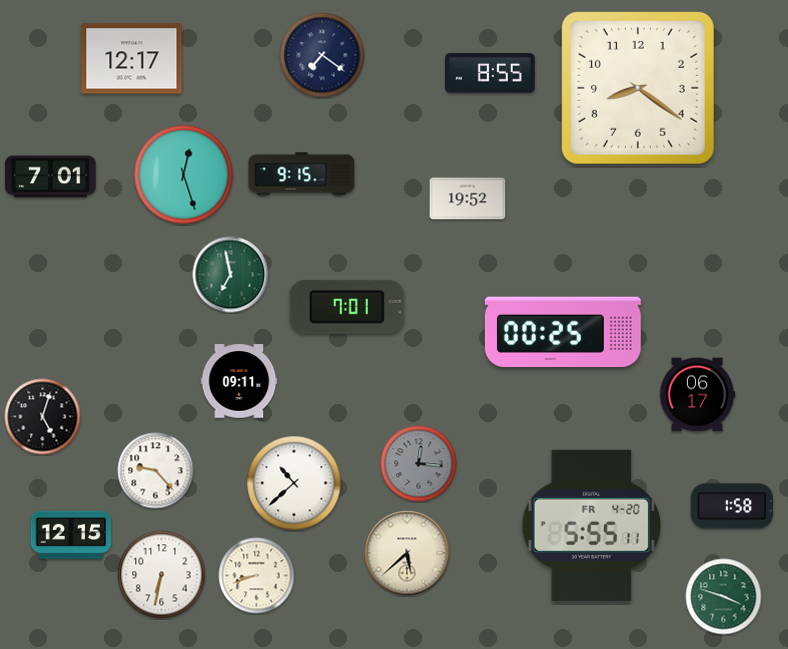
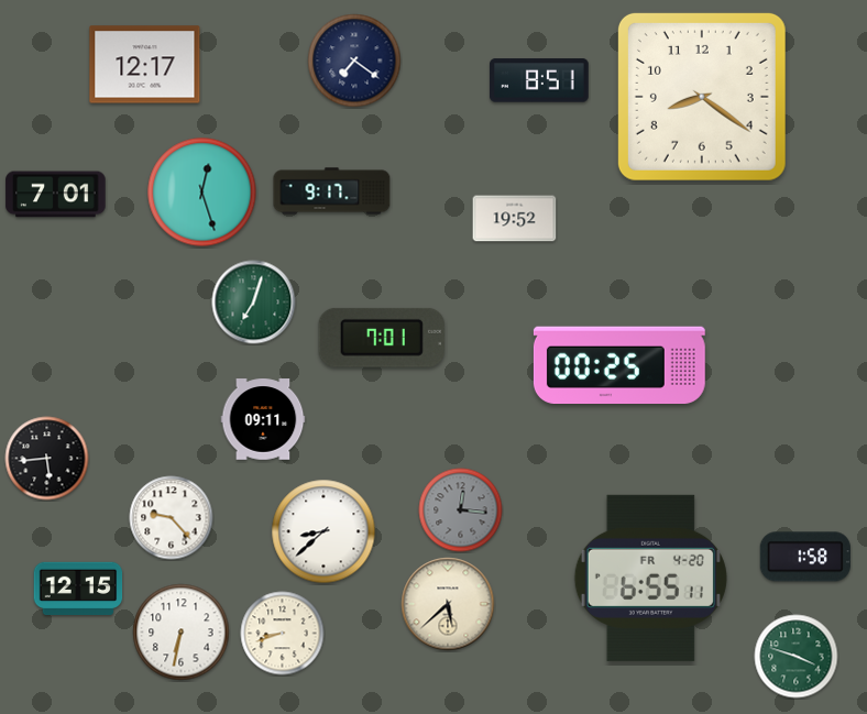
clock at (490, 73): 8:55 -> 8:51
clock at (302, 174): 9:15 -> 9:17
clock at (231, 275): 6:58 -> 7:03
clock at (697, 395): 06:17 -> none
clock at (43, 417): 5:03 -> 5:44
clock at (294, 483): 10:38 -> 8:38
clock at (591, 525): 5:55 -> 6:55
clock at (407, 553) position: (407, 553) -> (448, 604)
clock at (162, 575) position: (162, 575) -> (182, 633)
